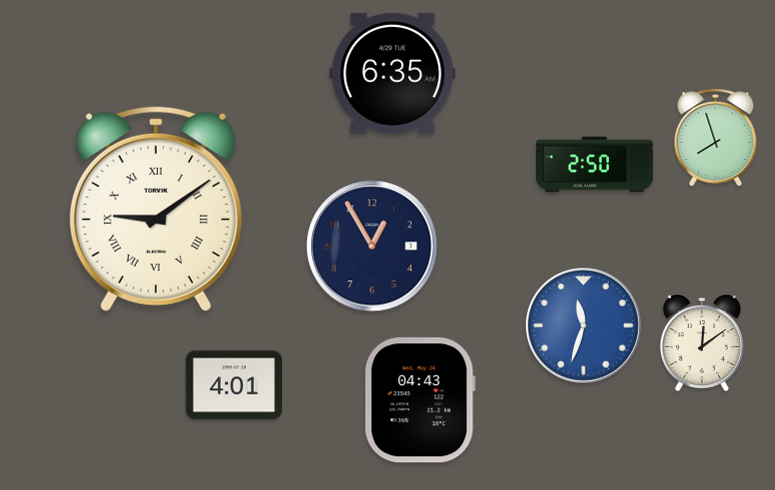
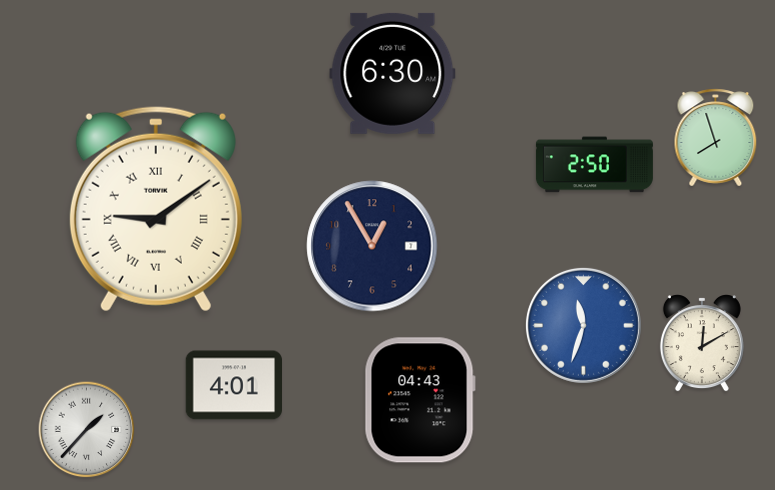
clock at (393, 73): 6:35 -> 6:30
clock at (702, 343): 12:09 -> 12:10
clock at (87, 430): none -> 1:37
